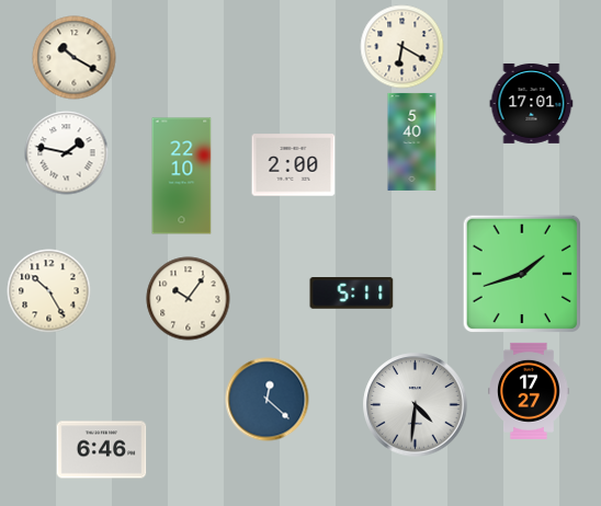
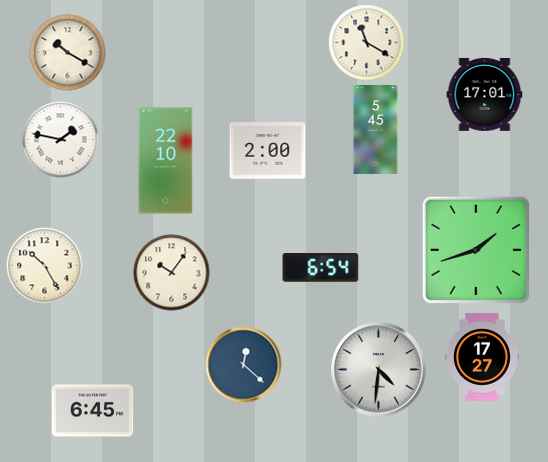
clock at (402, 47): 6:20 -> 11:20
clock at (412, 141): 5:40 -> 5:45
clock at (352, 294): 5:11 -> 6:54
clock at (102, 450): 6:46 -> 6:45
